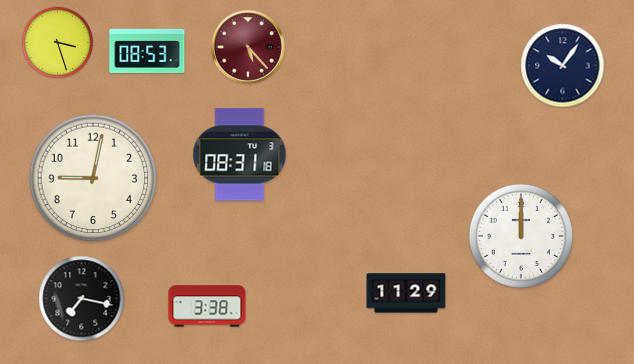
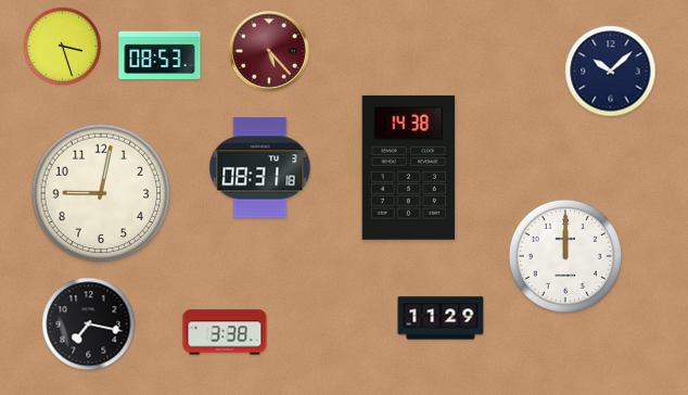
clock at (563, 66): 10:06 -> 10:08
clock at (409, 167): none -> 14:38
